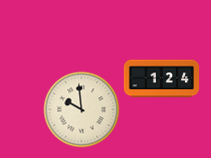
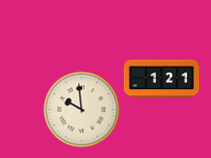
clock at (162, 79): 1:24 -> 1:21
